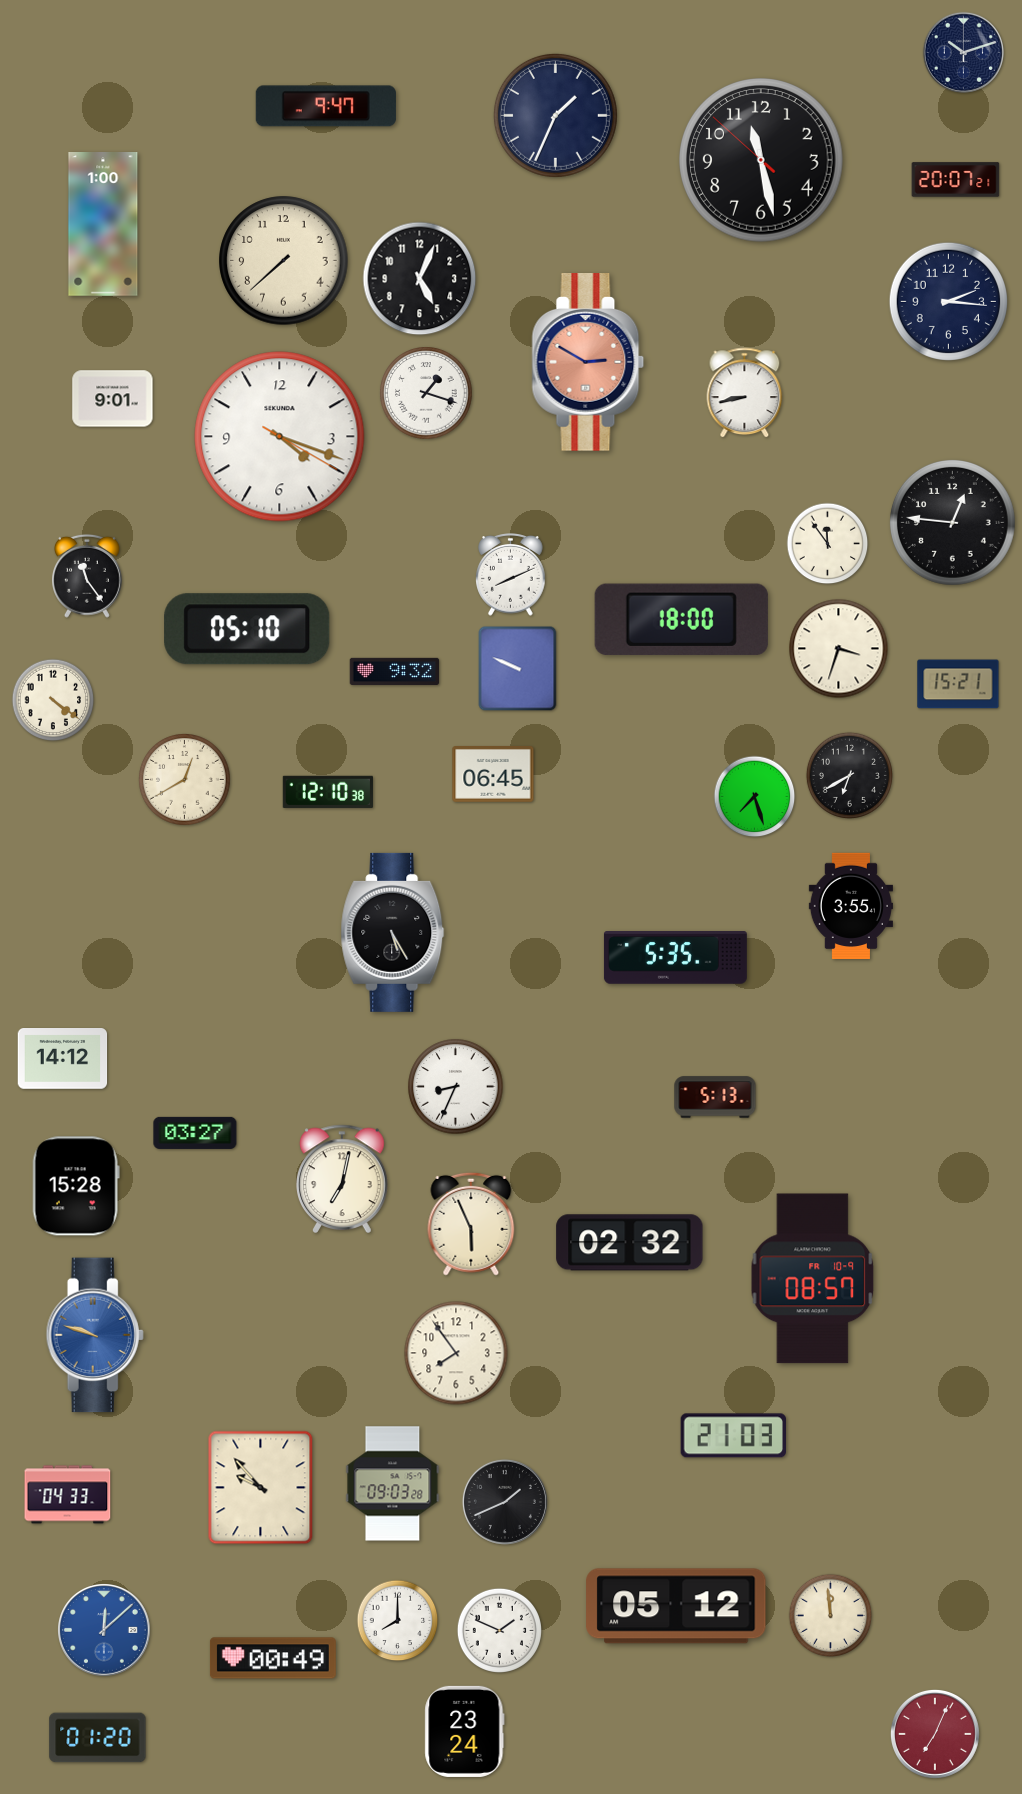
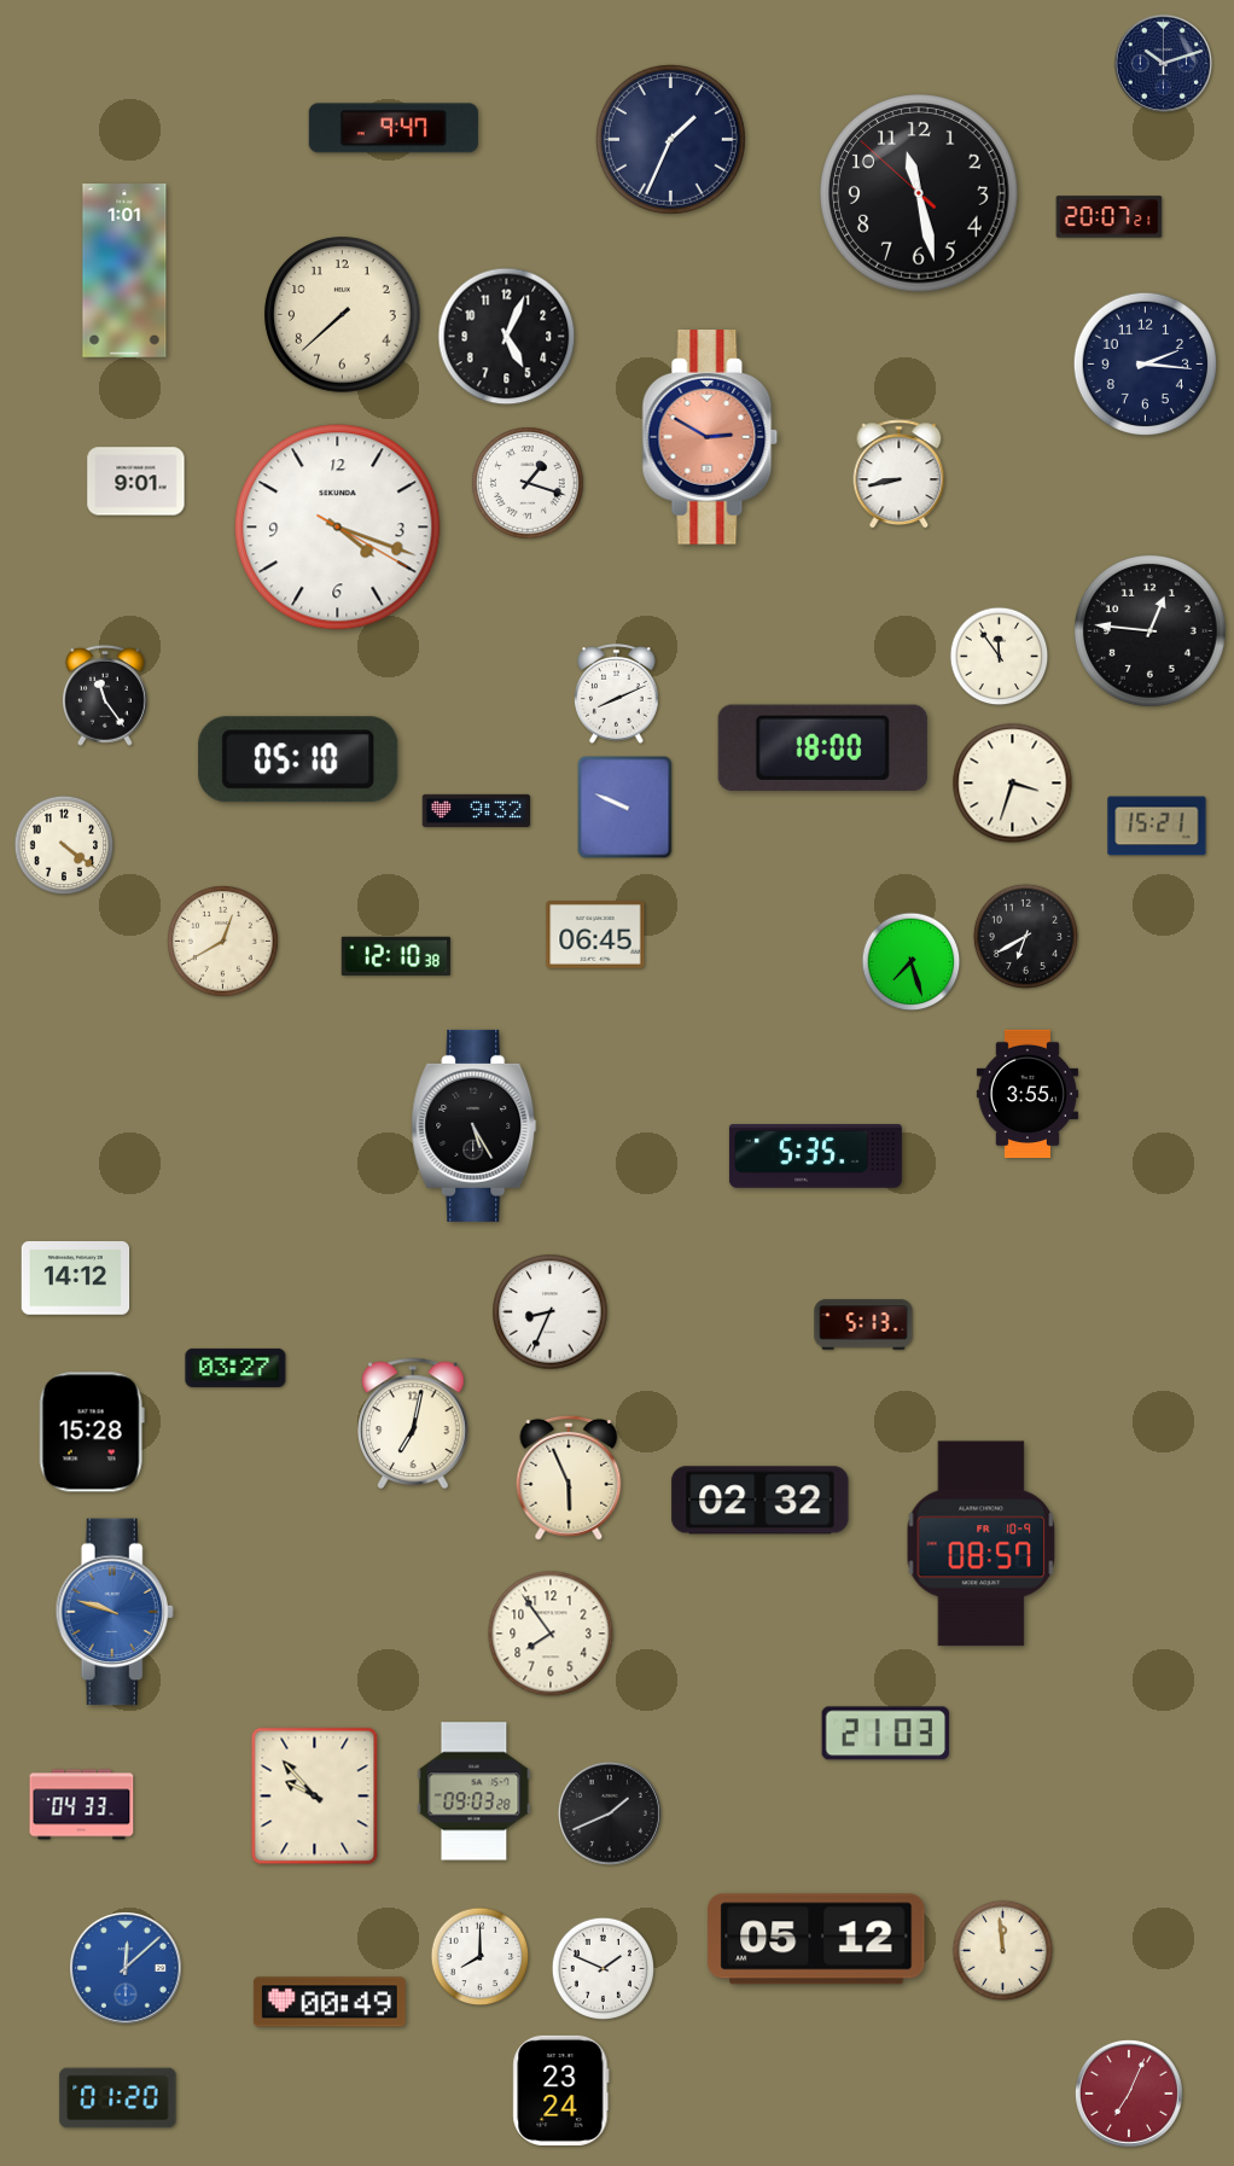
clock at (956, 180) position: (956, 180) -> (1110, 217)
clock at (103, 225): 1:00 -> 1:01
clock at (426, 393) position: (426, 393) -> (528, 483)
